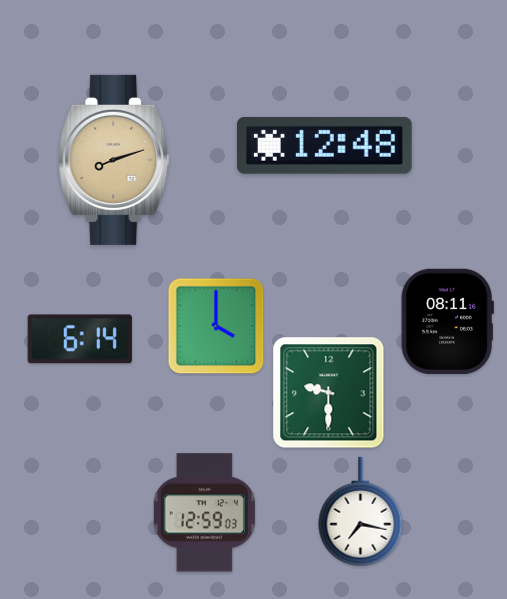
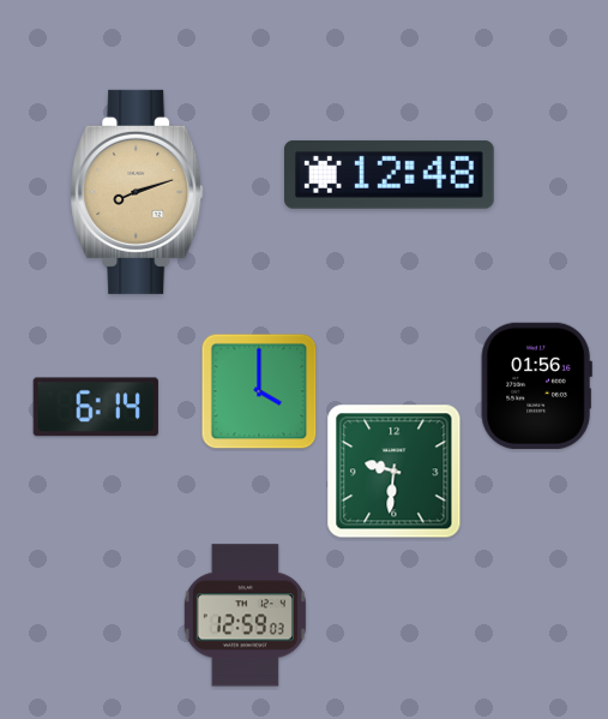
clock at (447, 321): 08:11 -> 01:56
clock at (329, 393): 9:30 -> 9:31
clock at (361, 512): 7:17 -> none
